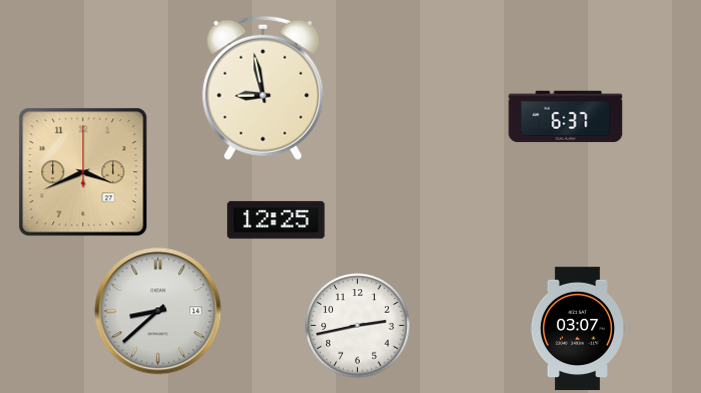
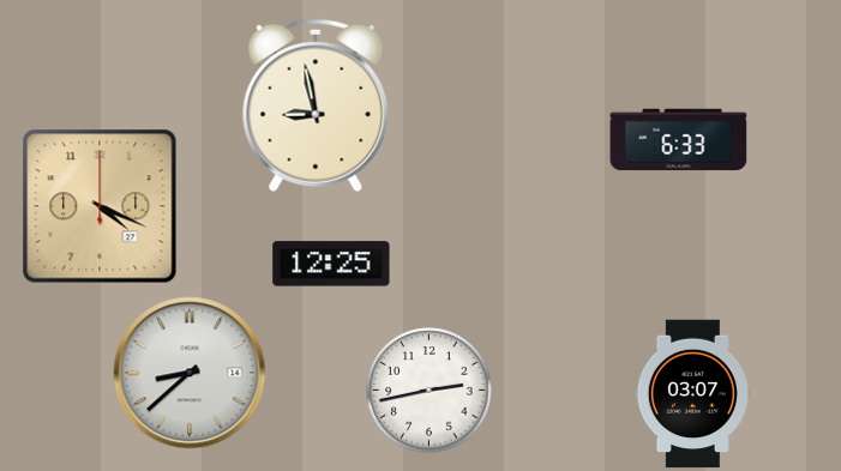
clock at (566, 117): 6:37 -> 6:33
clock at (83, 172): 3:41 -> 4:19
